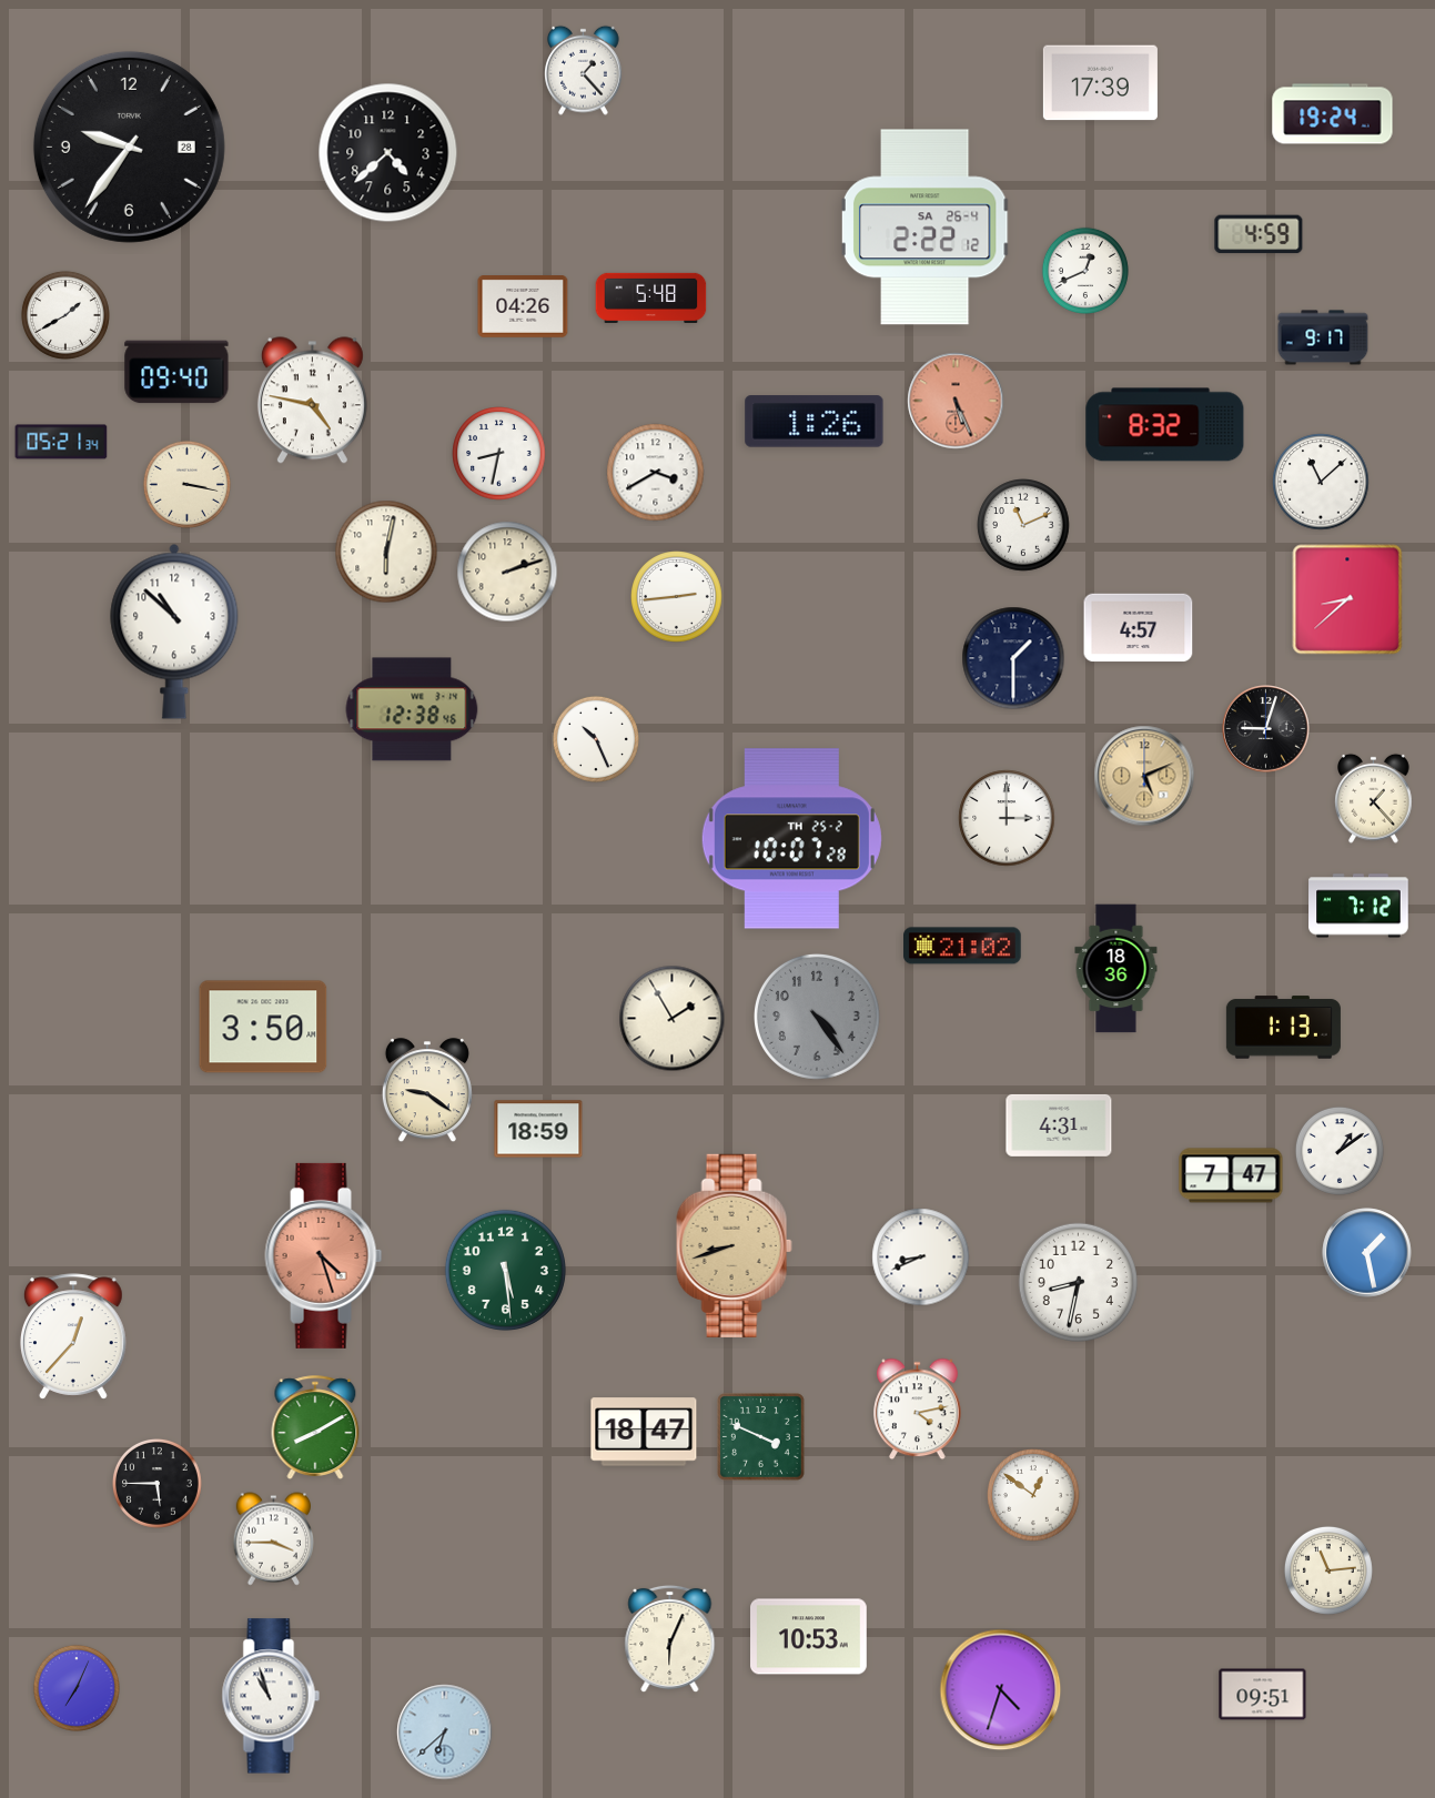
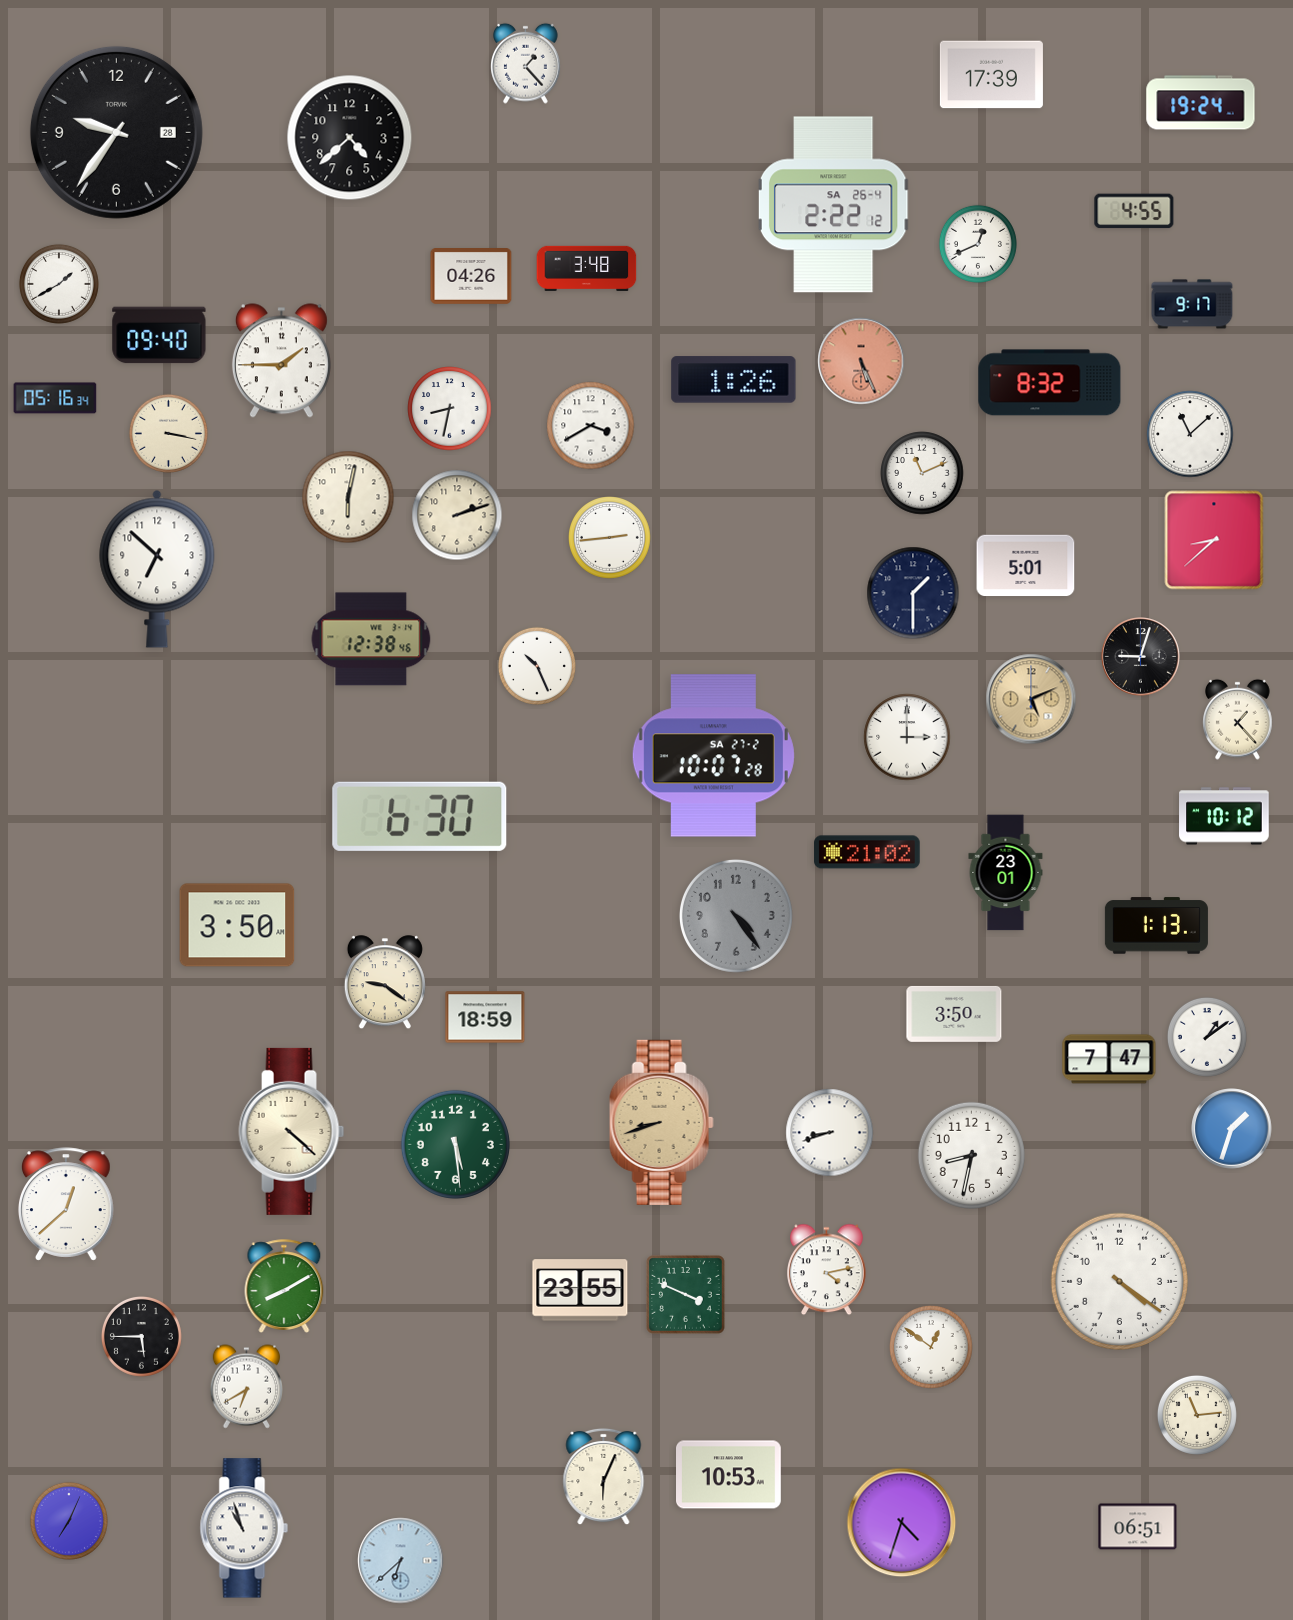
clock at (1259, 234): 4:59 -> 4:55
clock at (651, 297): 5:48 -> 3:48
clock at (312, 401): 4:47 -> 1:45
clock at (61, 442): 05:21 -> 05:16
clock at (186, 484) position: (186, 484) -> (168, 433)
clock at (1139, 628): 4:57 -> 5:01
clock at (174, 632): 10:52 -> 6:52
clock at (791, 839) date: TH 25-2 -> SA 27-2
clock at (420, 816): none -> 6:30
clock at (1358, 906): 7:12 -> 10:12
clock at (1116, 969): 18:36 -> 23:01
clock at (673, 1019): 1:55 -> none
clock at (1059, 1125): 4:31 -> 3:50
clock at (1367, 1253): 1:28 -> 1:33
clock at (324, 1255): 4:27 -> 4:22
clock at (324, 1255) dial: salmon -> cream
clock at (921, 1257): 8:41 -> 8:42
clock at (73, 1336): 12:37 -> 12:38
clock at (1119, 1281): none -> 4:21
clock at (644, 1432): 18:47 -> 23:55
clock at (273, 1539): 3:45 -> 6:40
clock at (1263, 1695): 09:51 -> 06:51
